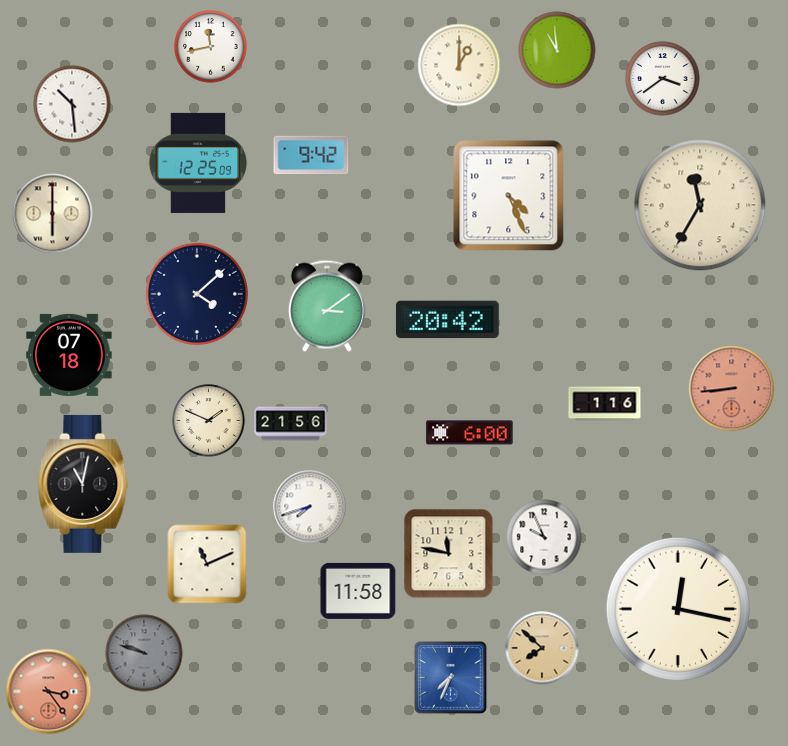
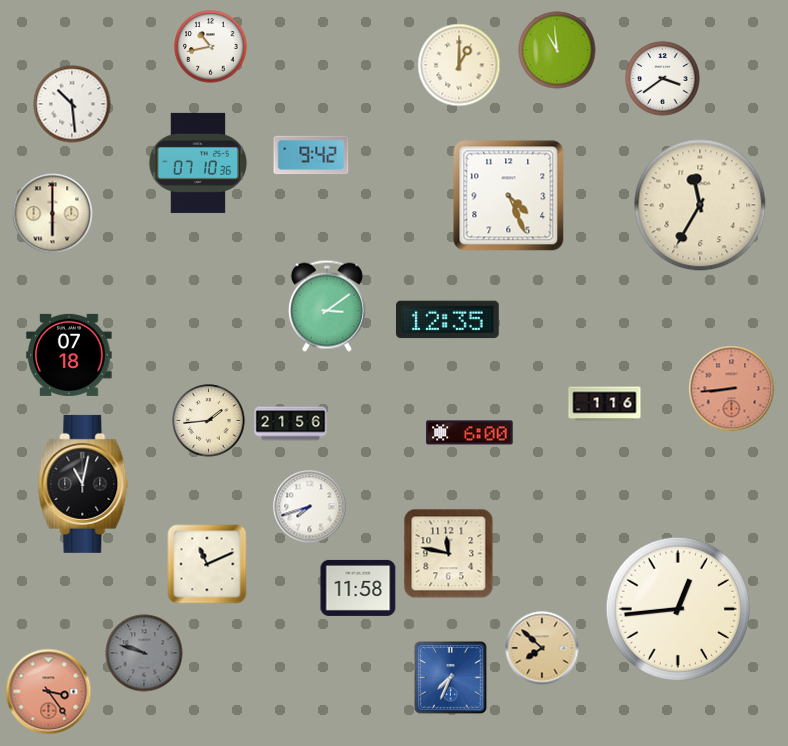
clock at (211, 47): 11:43 -> 10:43
clock at (198, 163): 12:25 -> 07:10
clock at (196, 293): 4:08 -> none
clock at (447, 320): 20:42 -> 12:35
clock at (209, 421): 1:49 -> 1:44
clock at (544, 537): 9:56 -> none
clock at (358, 591) position: (358, 591) -> (358, 588)
clock at (678, 609): 12:17 -> 12:44
